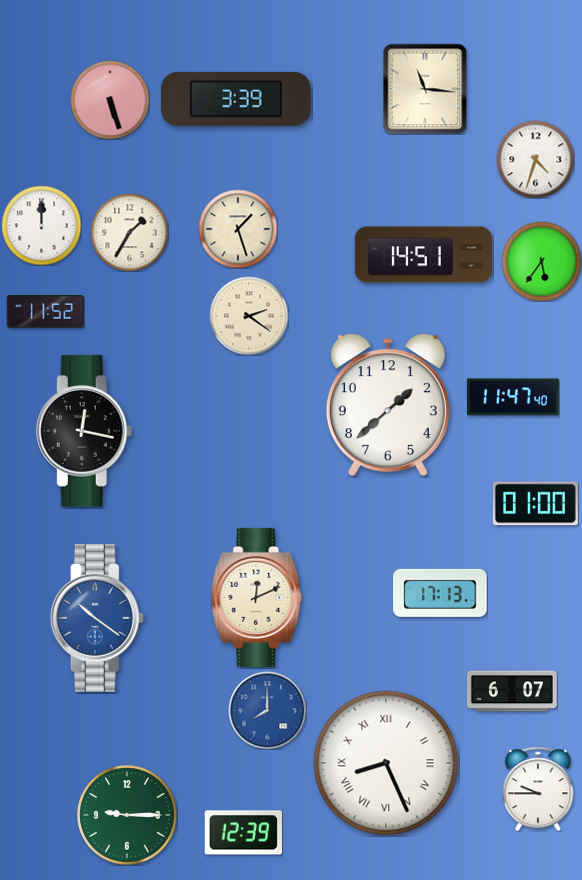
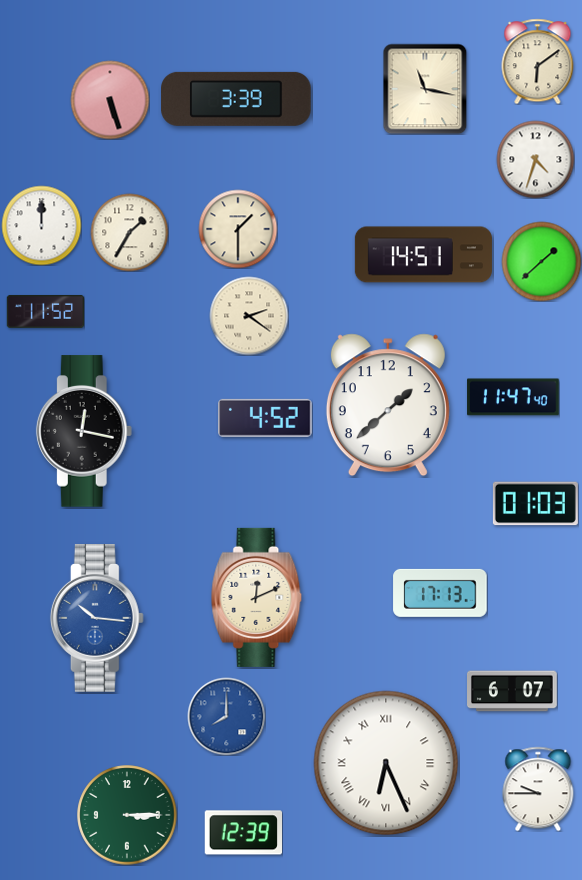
clock at (538, 61): none -> 6:09
clock at (425, 89): 11:16 -> 11:17
clock at (238, 229): 1:27 -> 1:30
clock at (541, 261): 5:36 -> 1:38
clock at (265, 418): none -> 4:52
clock at (535, 504): 01:00 -> 01:03
clock at (97, 619): 10:21 -> 10:16
clock at (267, 710) position: (267, 710) -> (226, 716)
clock at (386, 763): 8:26 -> 6:26
clock at (127, 815): 9:15 -> 3:15
